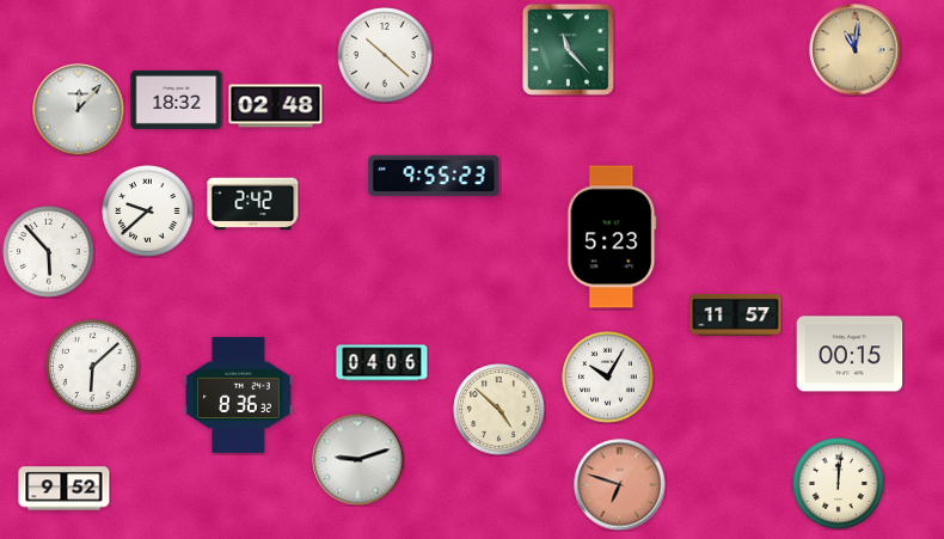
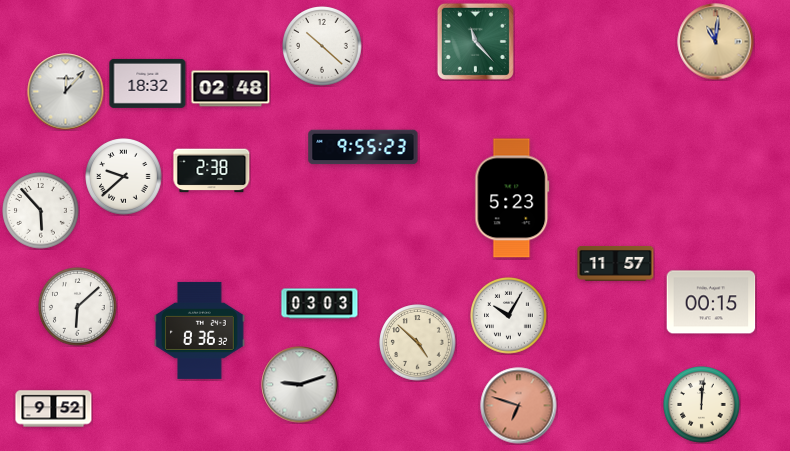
clock at (253, 204): 2:42 -> 2:38
clock at (850, 354) position: (850, 354) -> (711, 302)
clock at (382, 363): 04:06 -> 03:03
